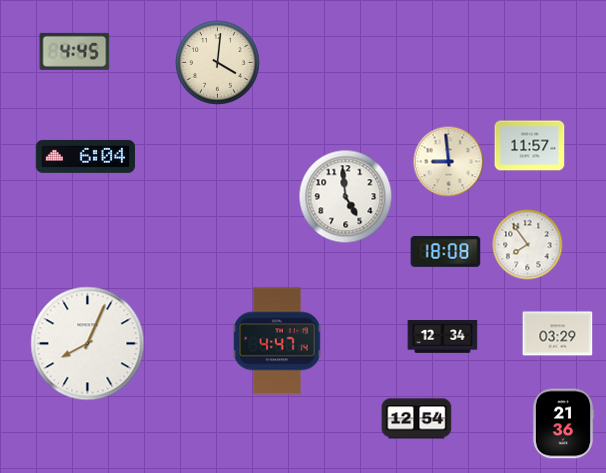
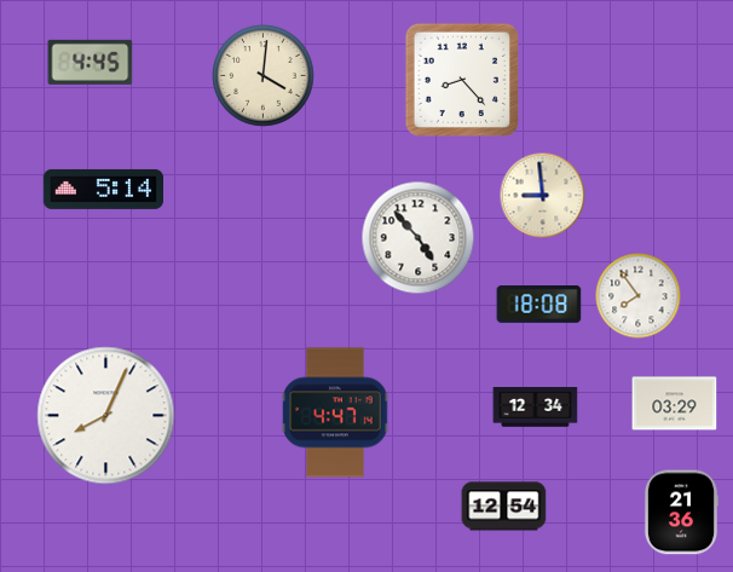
clock at (462, 80): none -> 8:23
clock at (530, 146): 11:57 -> none
clock at (85, 156): 6:04 -> 5:14
clock at (346, 197): 4:59 -> 4:53
